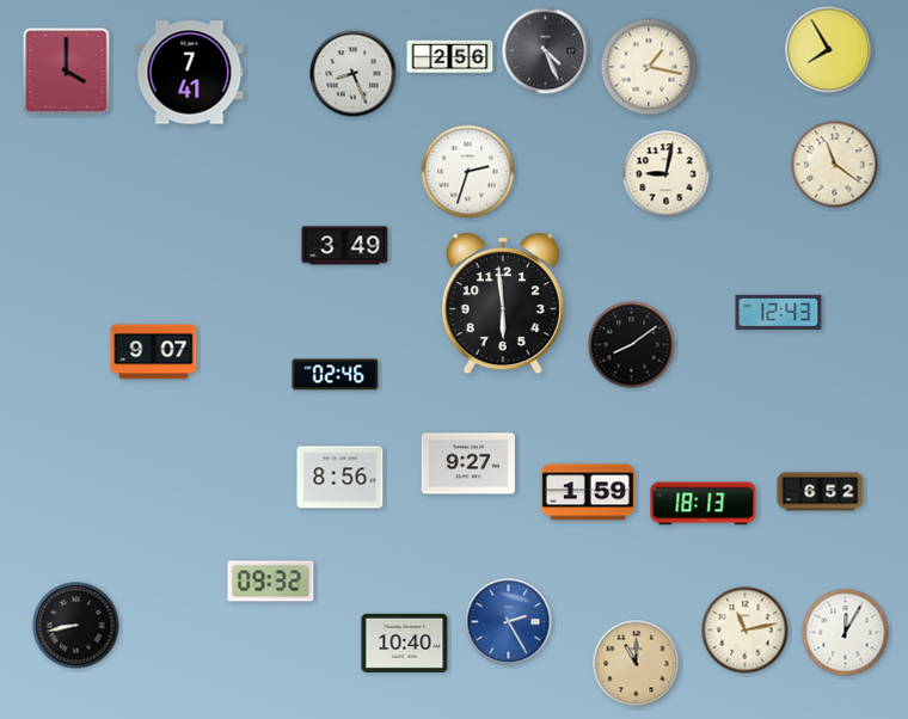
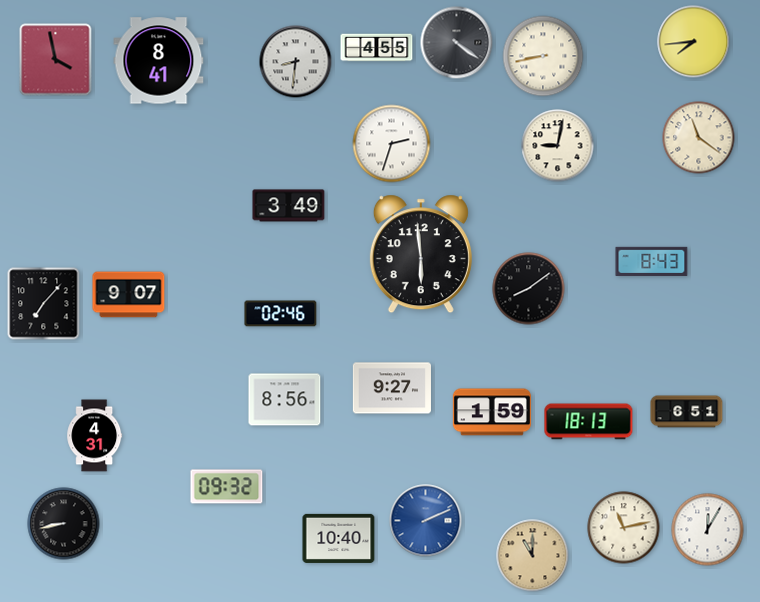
clock at (829, 50): 7:55 -> 7:44
clock at (546, 51): 4:26 -> 4:21
clock at (450, 57): 2:56 -> 4:55
clock at (649, 67): 1:17 -> 8:43
clock at (67, 72): 4:00 -> 3:58
clock at (190, 73): 7:41 -> 8:41
clock at (354, 74): 8:26 -> 8:31
clock at (779, 312): 12:43 -> 8:43
clock at (44, 304): none -> 7:07
clock at (821, 492): 6:52 -> 6:51
clock at (95, 436): none -> 4:31
clock at (509, 622): 2:25 -> 2:11
